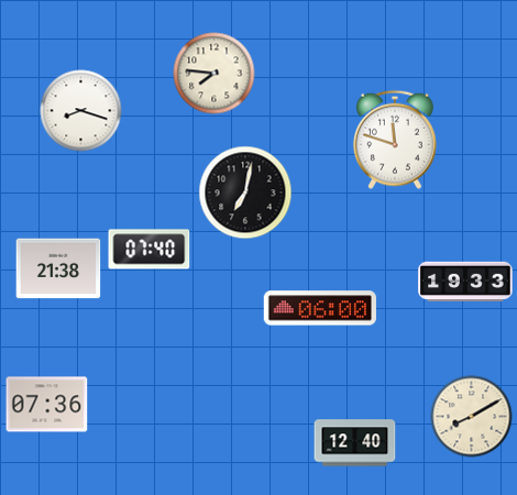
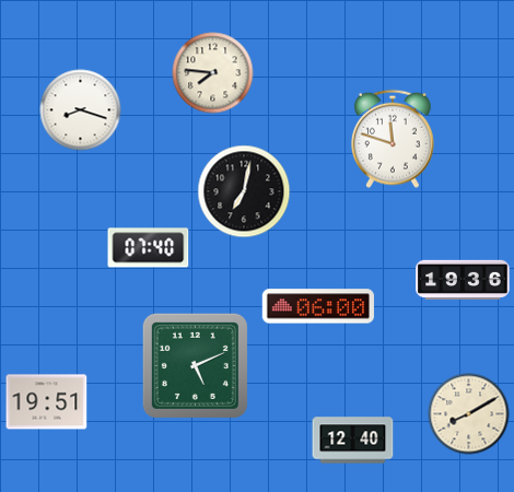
clock at (58, 268): 21:38 -> none
clock at (465, 280): 19:33 -> 19:36
clock at (195, 365): none -> 5:11
clock at (47, 405): 07:36 -> 19:51
